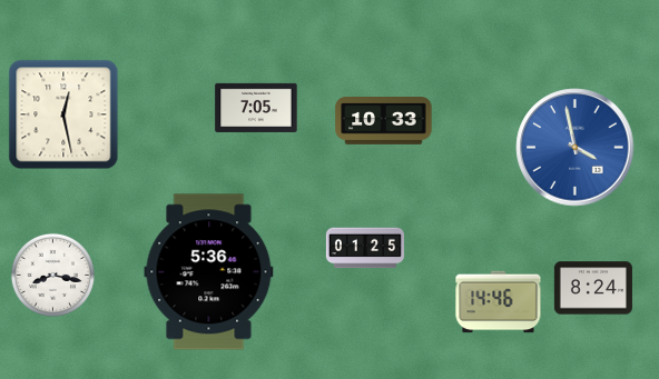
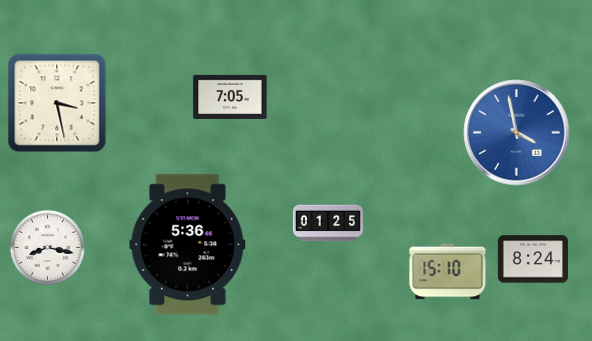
clock at (63, 114): 12:28 -> 3:28
clock at (384, 121): 10:33 -> none
clock at (499, 302): 14:46 -> 15:10
